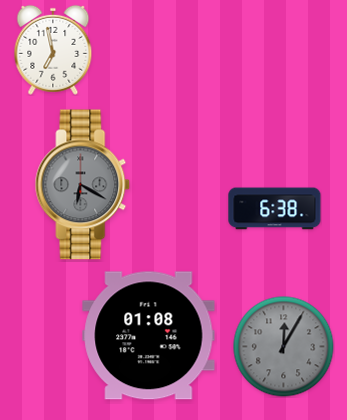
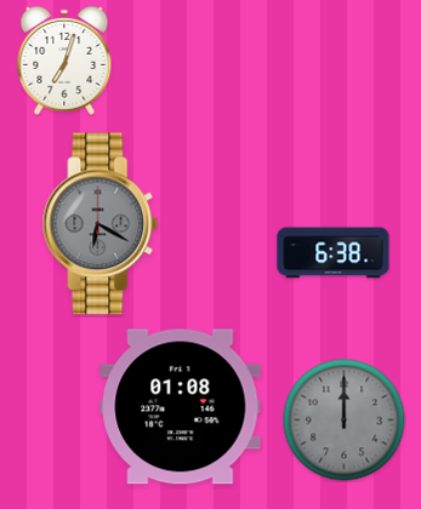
clock at (53, 50): 6:58 -> 7:03
clock at (284, 347): 12:05 -> 12:00
